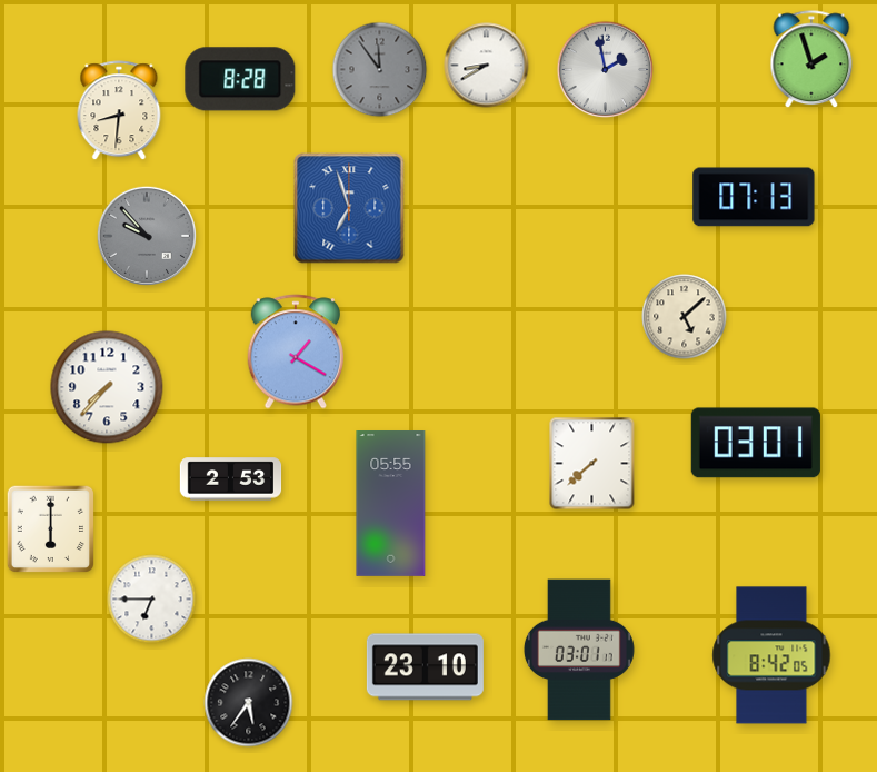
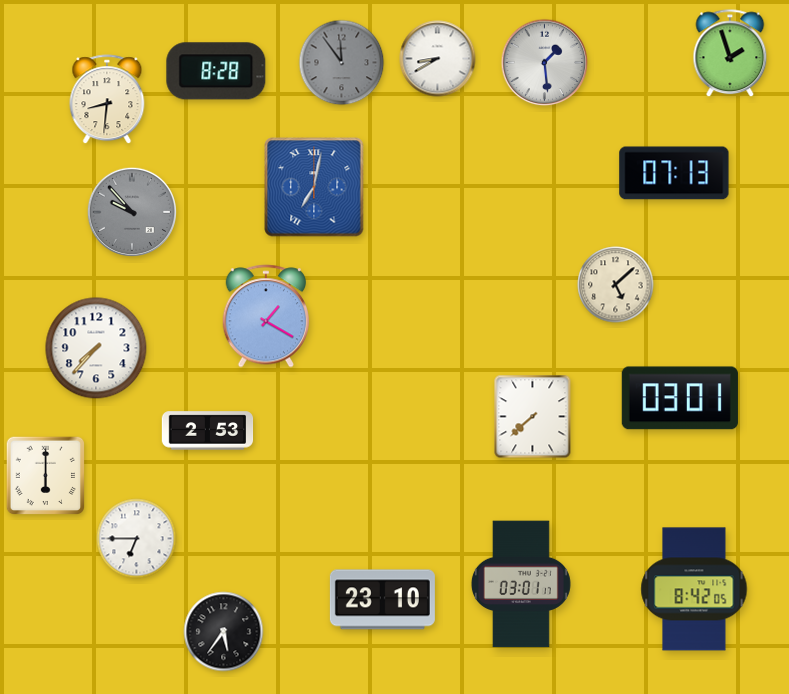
clock at (606, 70): 1:58 -> 1:29
clock at (754, 197) position: (754, 197) -> (674, 173)
clock at (349, 208): 6:57 -> 7:02
clock at (391, 504): 05:55 -> none
